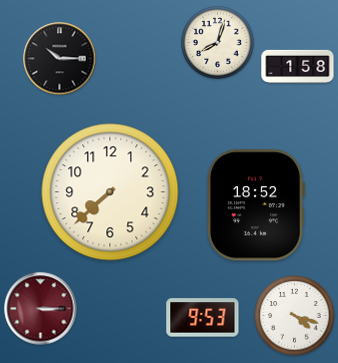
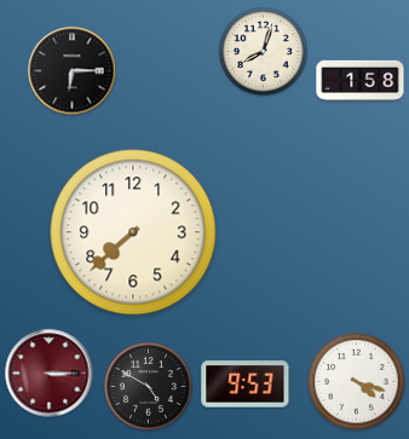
clock at (60, 59): 10:15 -> 6:15
clock at (256, 205): 18:52 -> none
clock at (149, 387): none -> 4:50
